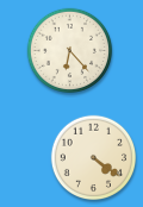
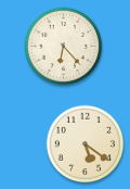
clock at (94, 158): 4:21 -> 5:21
